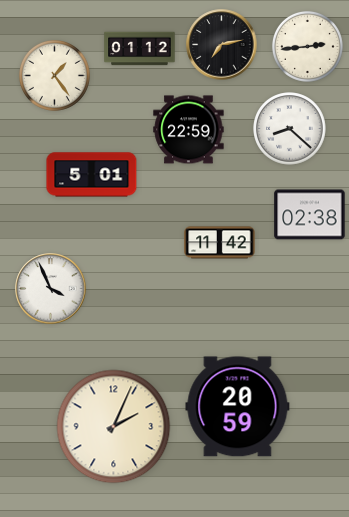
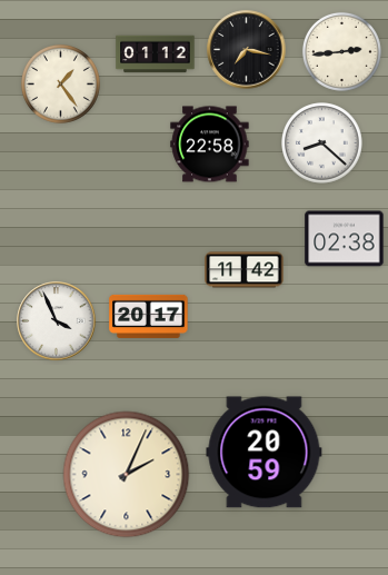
clock at (222, 45): 7:13 -> 7:17
clock at (189, 130): 22:59 -> 22:58
clock at (92, 175): 5:01 -> none
clock at (149, 316): none -> 20:17
